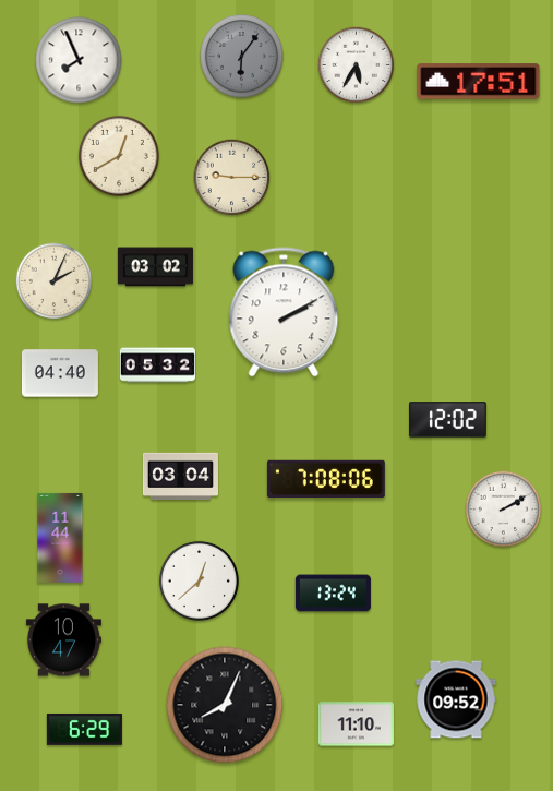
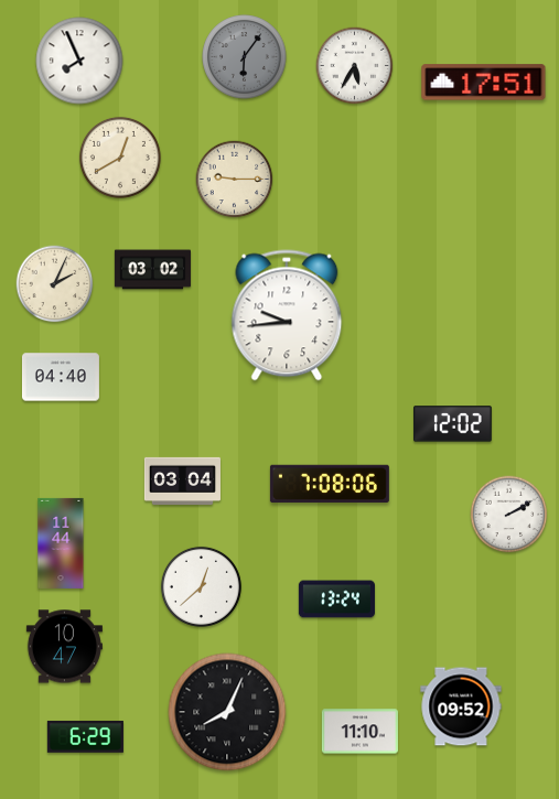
clock at (357, 65) position: (357, 65) -> (355, 66)
clock at (155, 267) position: (155, 267) -> (152, 270)
clock at (284, 312): 2:10 -> 9:44
clock at (157, 365): 05:32 -> none
